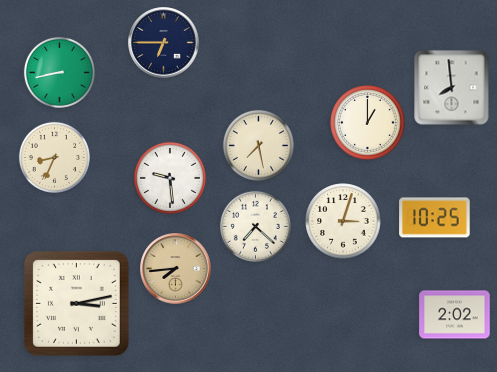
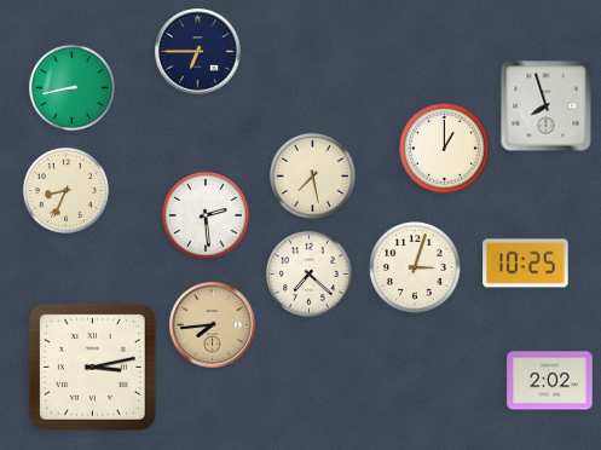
clock at (452, 88): 7:59 -> 7:57
clock at (170, 178): 9:29 -> 2:29
